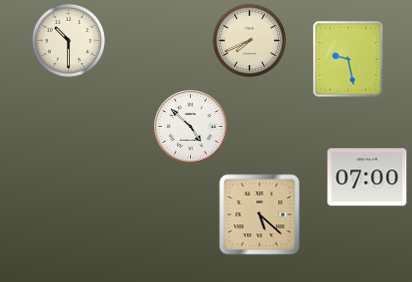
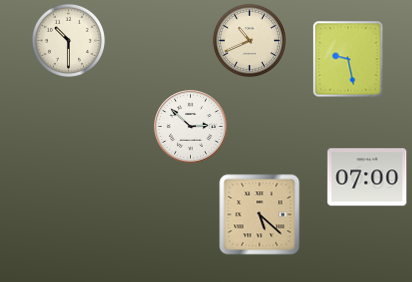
clock at (249, 40): 7:41 -> 10:41
clock at (191, 127): 4:52 -> 2:52
